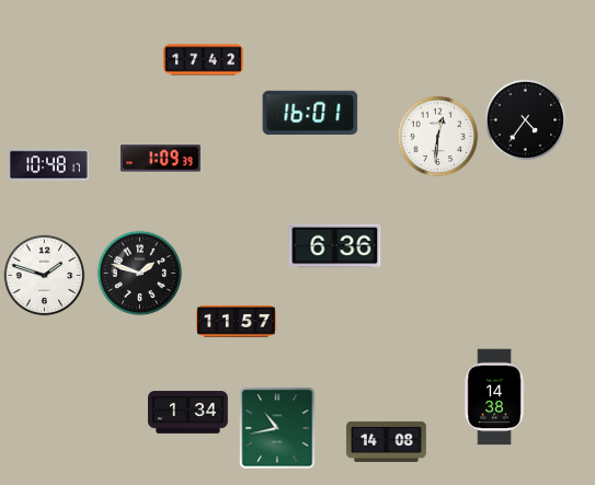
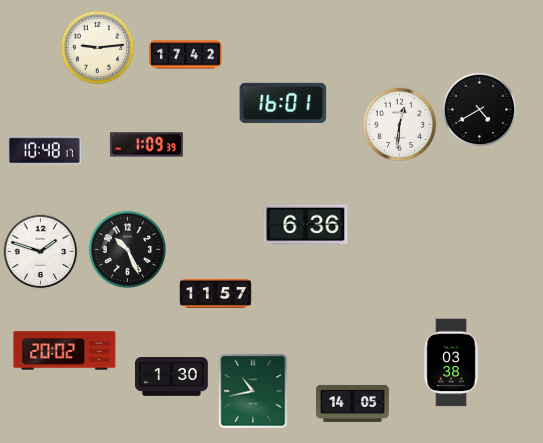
clock at (98, 48): none -> 9:14
clock at (526, 120): 4:36 -> 4:40
clock at (140, 274): 1:48 -> 10:26
clock at (65, 351): none -> 20:02
clock at (494, 397): 14:38 -> 03:38
clock at (188, 413): 1:34 -> 1:30
clock at (387, 441): 14:08 -> 14:05
